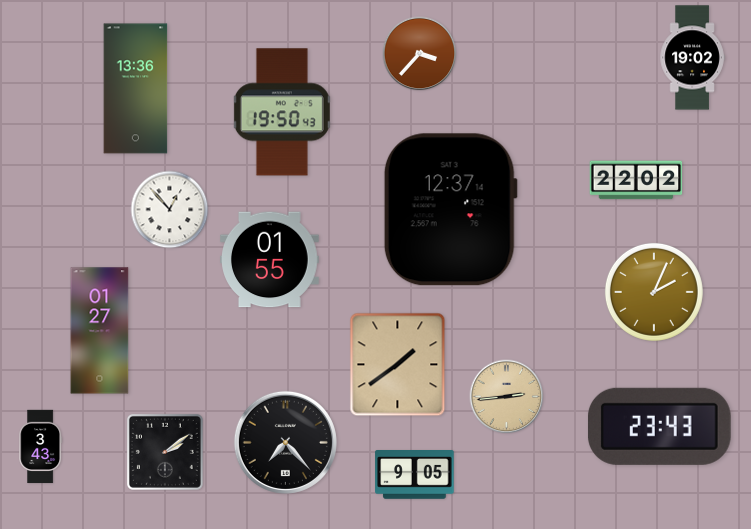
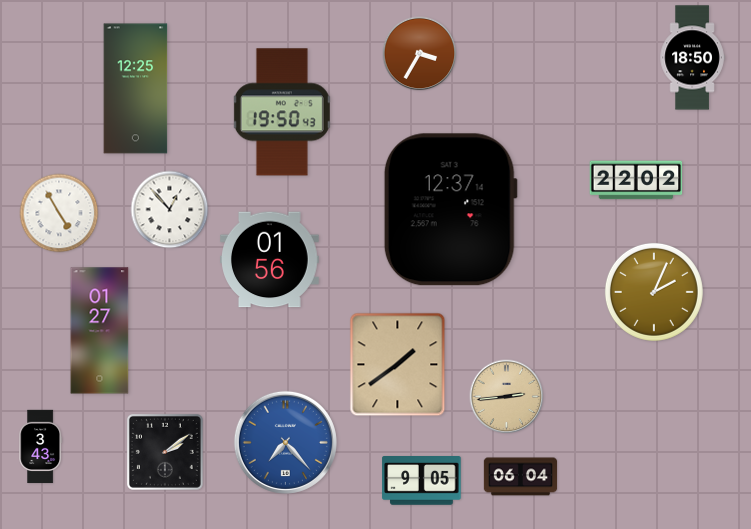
clock at (420, 54): 3:37 -> 3:35
clock at (692, 58): 19:02 -> 18:50
clock at (136, 89): 13:36 -> 12:25
clock at (59, 213): none -> 4:55
clock at (270, 260): 01:55 -> 01:56
clock at (659, 426): 23:43 -> none
clock at (285, 442) dial: black -> blue
clock at (415, 475) position: (415, 475) -> (422, 481)
clock at (521, 477): none -> 06:04
